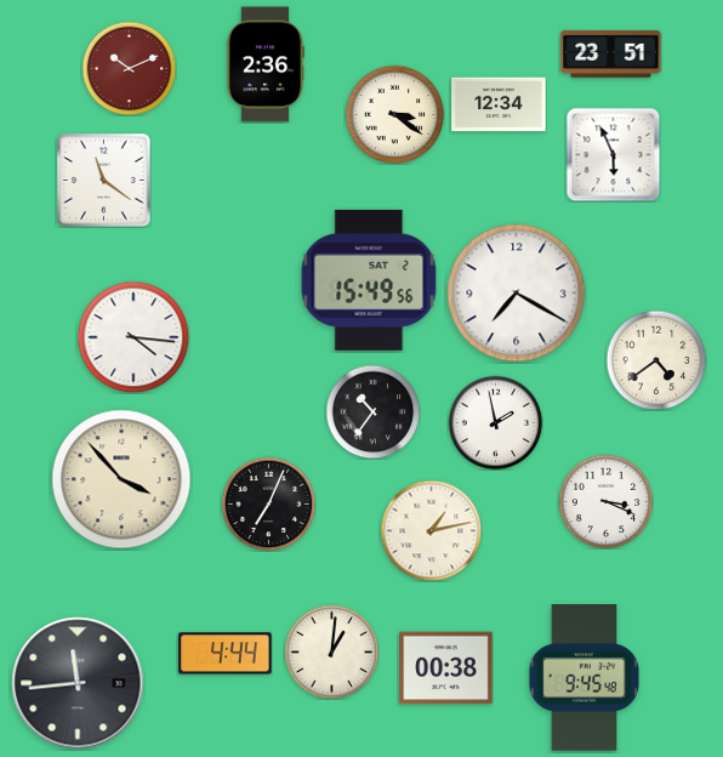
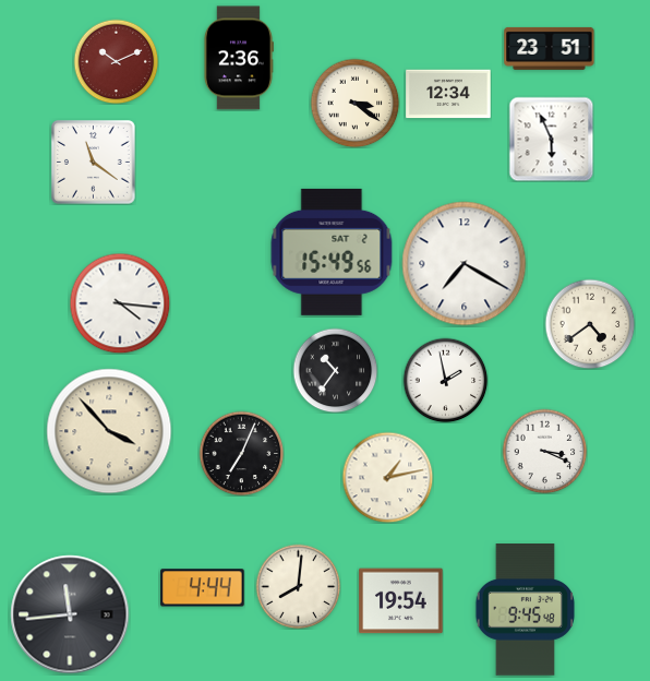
clock at (331, 651): 1:01 -> 8:01
clock at (446, 668): 00:38 -> 19:54
